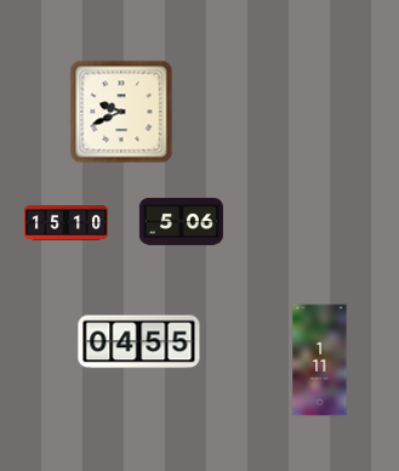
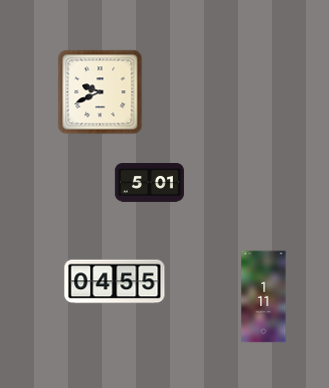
clock at (181, 222): 5:06 -> 5:01
clock at (65, 223): 15:10 -> none
